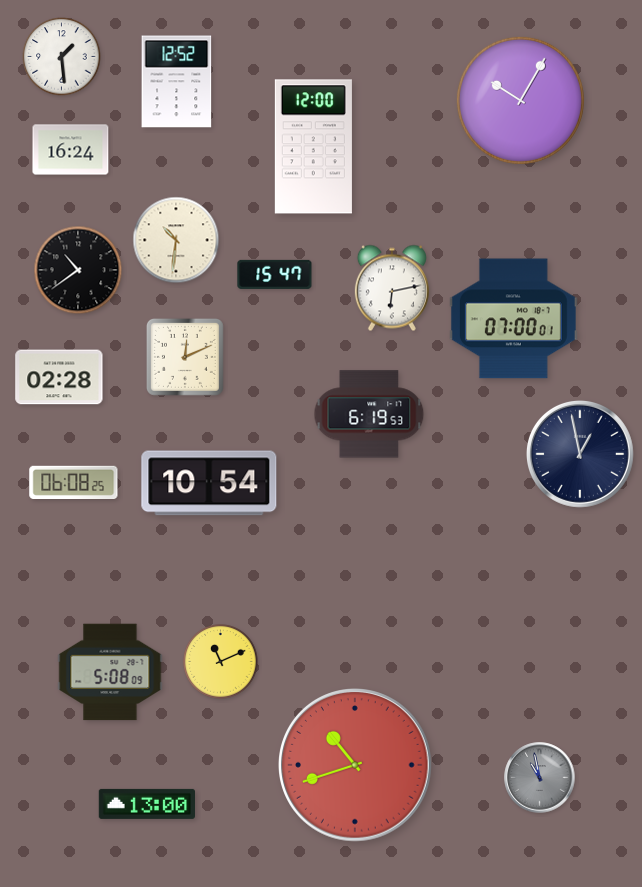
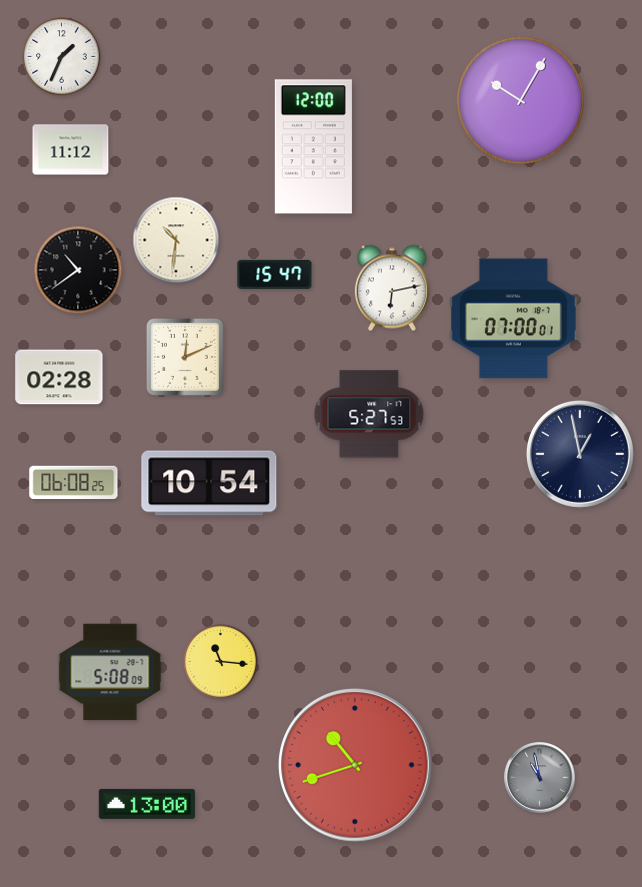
clock at (62, 57): 1:29 -> 1:34
clock at (177, 82): 12:52 -> none
clock at (71, 150): 16:24 -> 11:12
clock at (369, 414): 6:19 -> 5:27
clock at (221, 662): 11:11 -> 11:16
